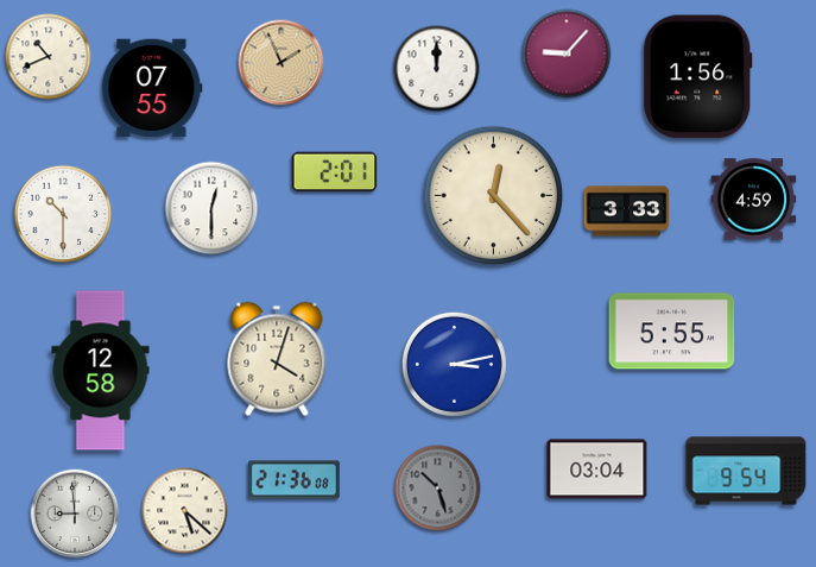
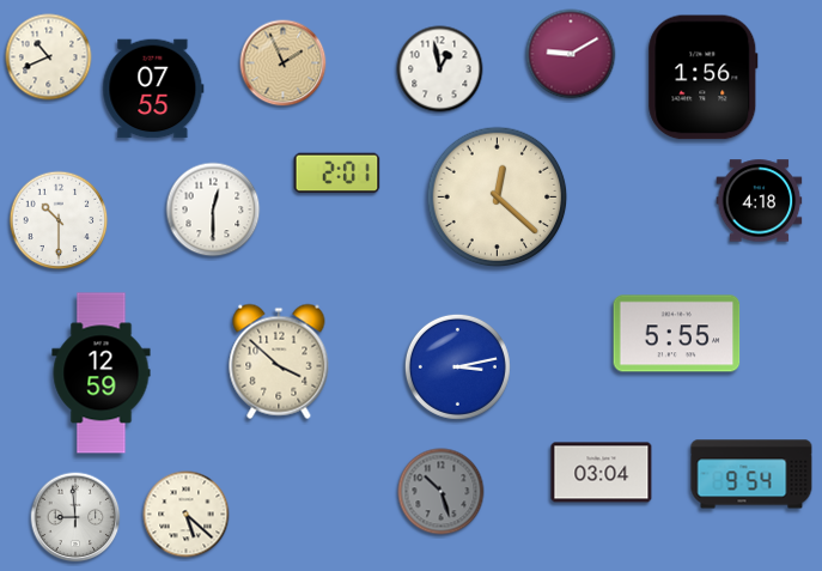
clock at (567, 53): 9:07 -> 9:10
clock at (437, 69): 12:00 -> 12:58
clock at (494, 196): 12:23 -> 12:22
clock at (754, 200): 4:59 -> 4:18
clock at (627, 212): 3:33 -> none
clock at (63, 214) position: (63, 214) -> (59, 220)
clock at (277, 359): 4:03 -> 3:52
clock at (101, 371): 12:58 -> 12:59
clock at (295, 480): 21:36 -> none
